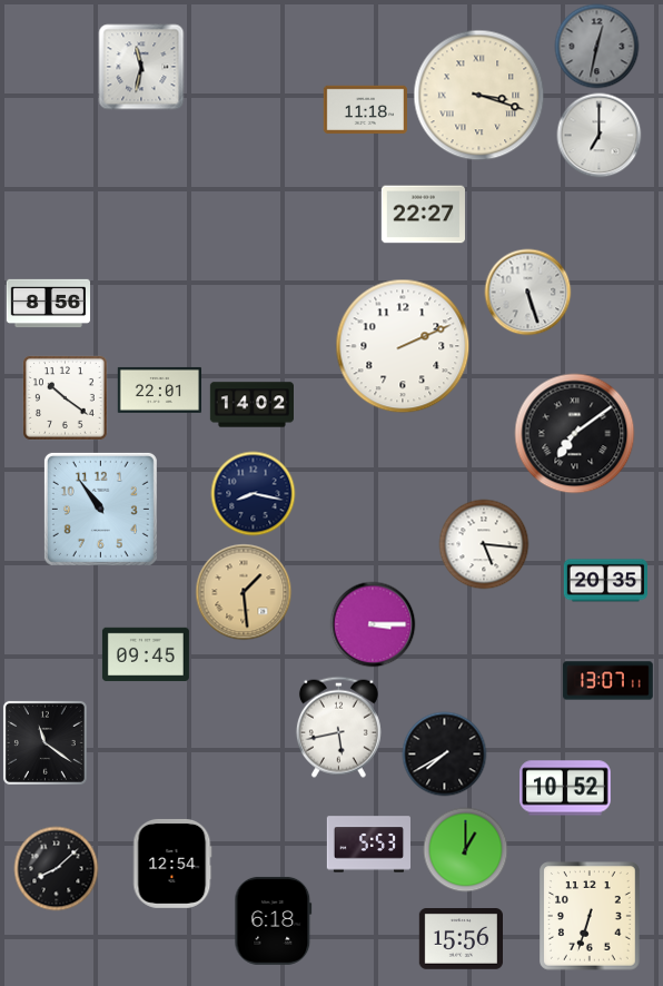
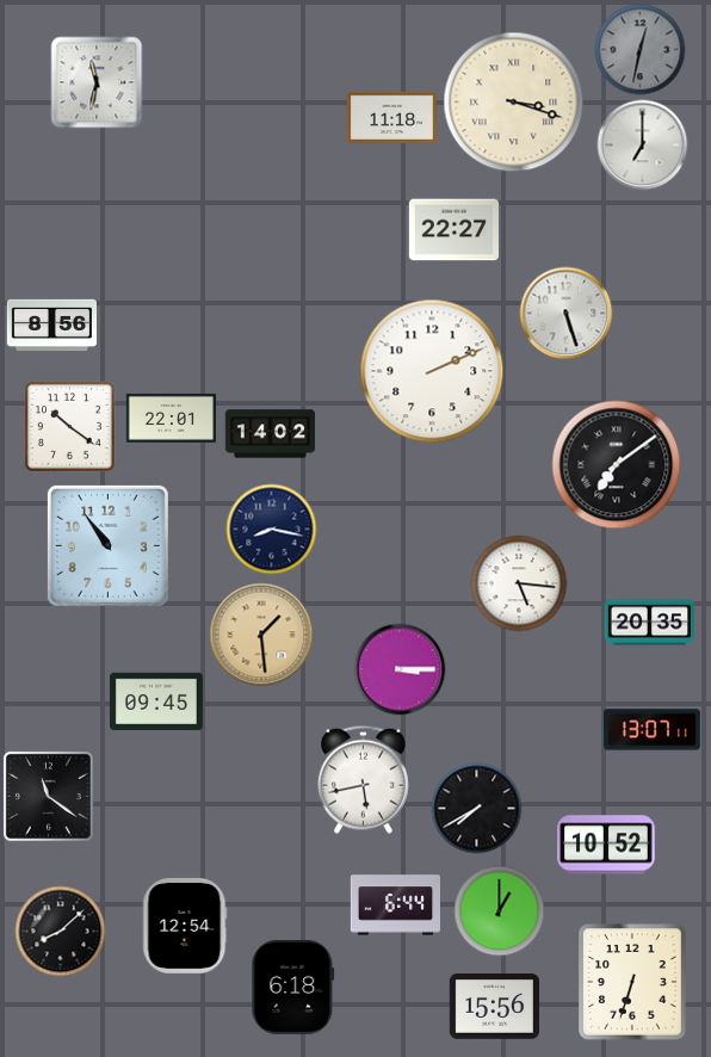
clock at (141, 67) position: (141, 67) -> (97, 82)
clock at (368, 845): 5:53 -> 6:44
